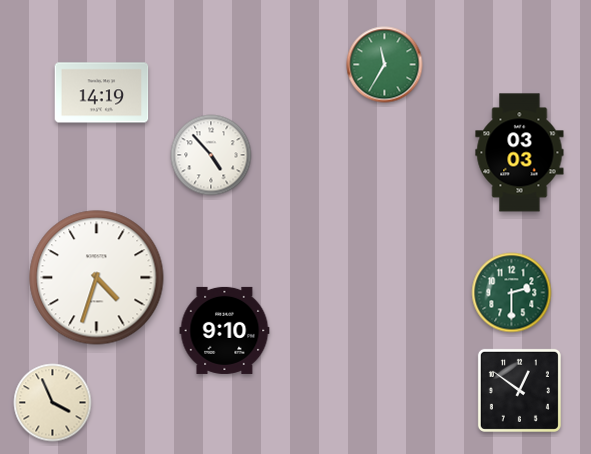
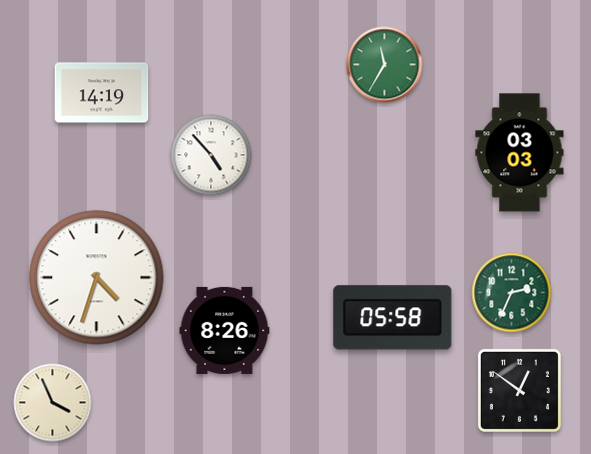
clock at (512, 293): 2:30 -> 2:34
clock at (393, 318): none -> 05:58
clock at (225, 330): 9:10 -> 8:26
